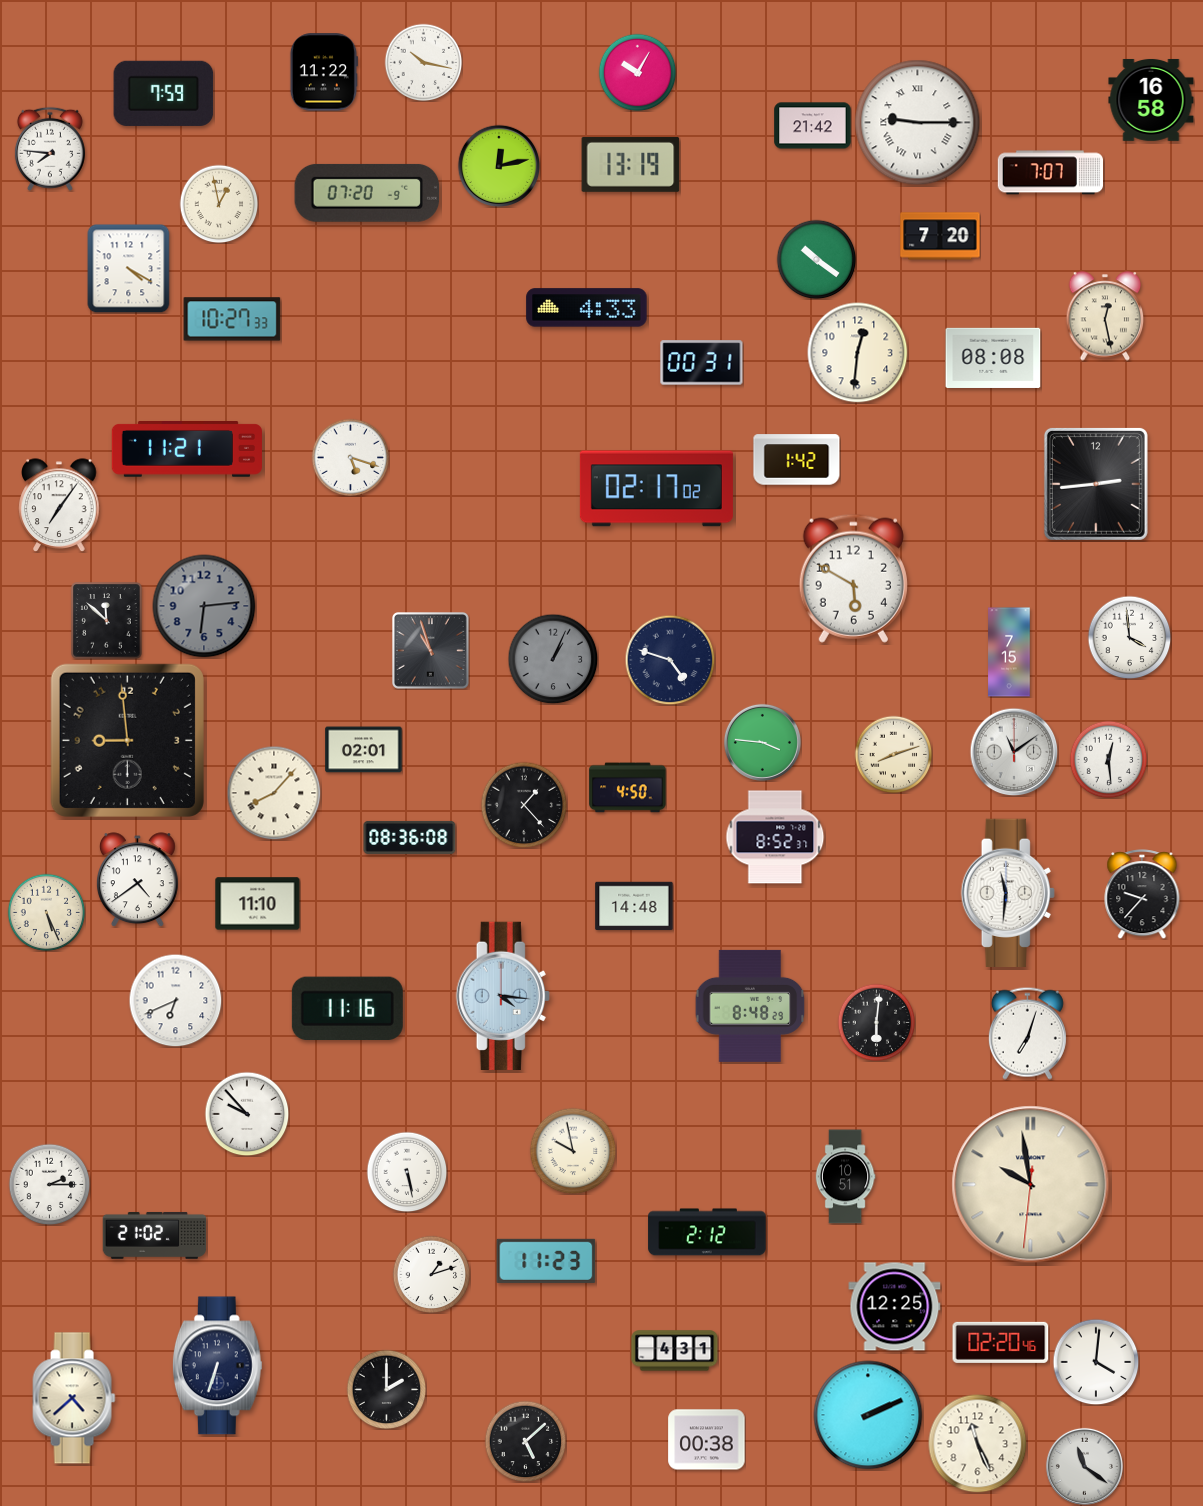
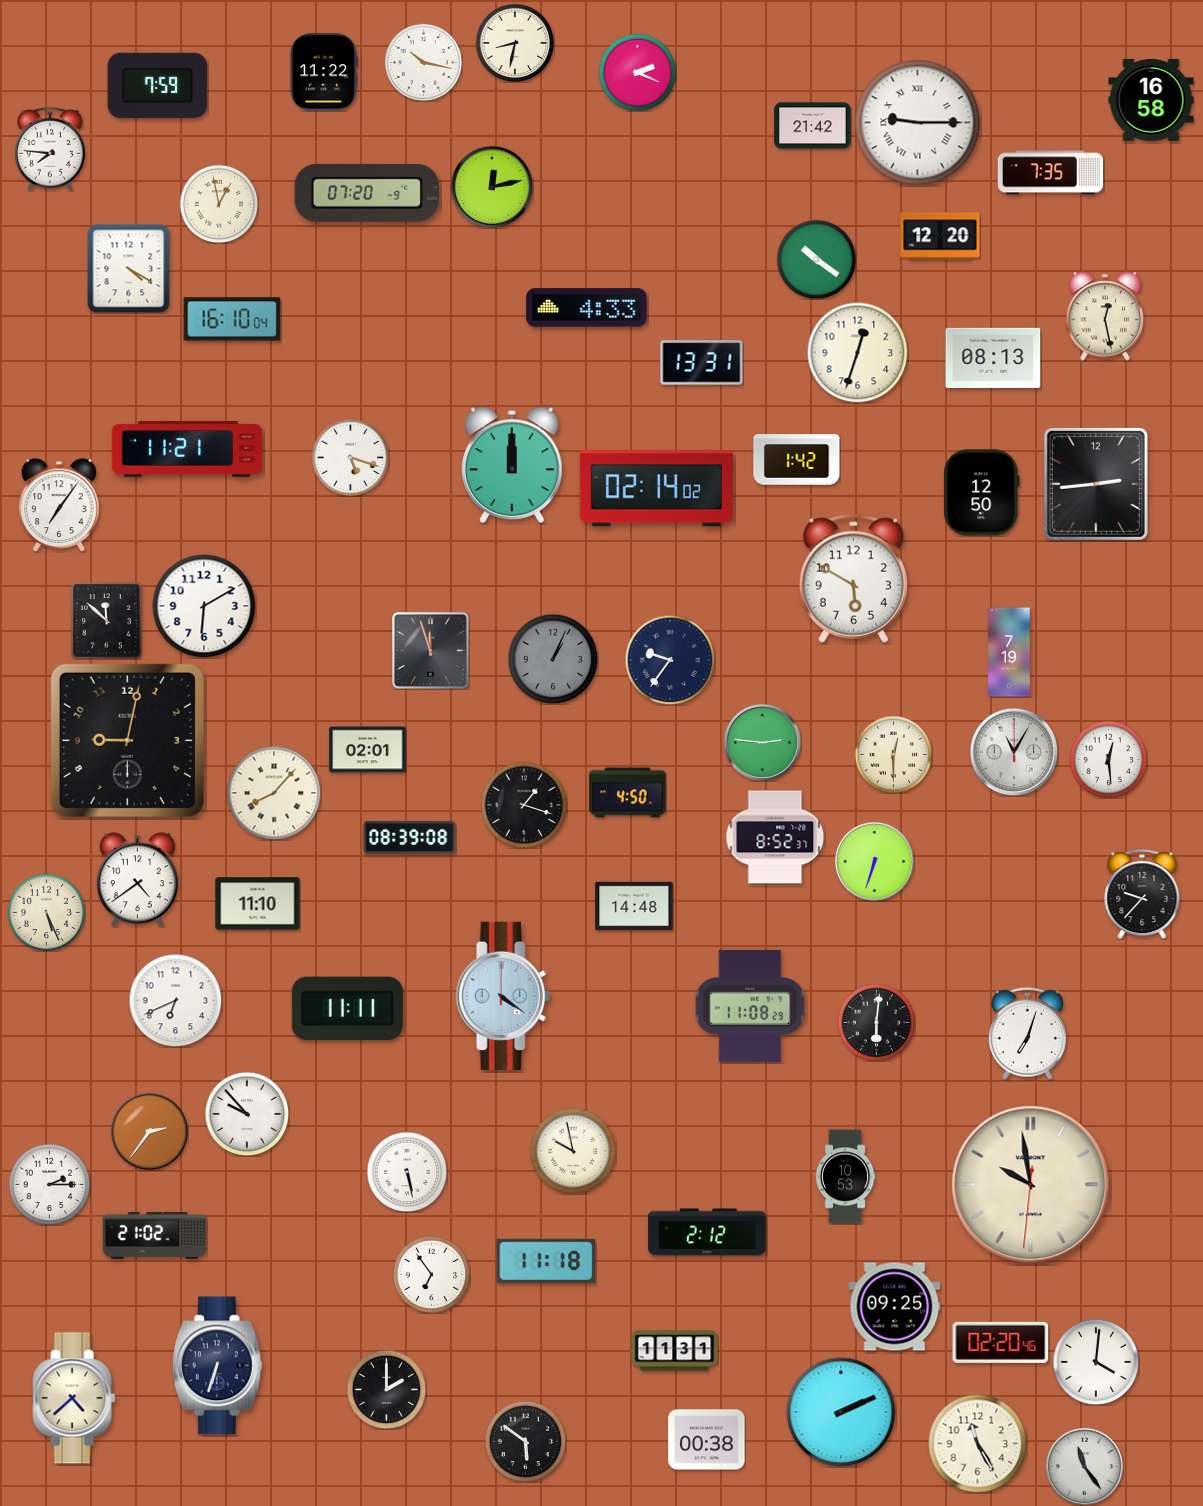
clock at (515, 43): none -> 8:32
clock at (637, 72): 10:05 -> 2:19
clock at (164, 93) position: (164, 93) -> (158, 85)
clock at (631, 164): 13:19 -> none
clock at (498, 165) position: (498, 165) -> (491, 186)
clock at (1050, 173): 7:07 -> 7:35
clock at (940, 236): 7:20 -> 12:20
clock at (232, 319): 10:27 -> 16:10
clock at (858, 353): 12:31 -> 12:33
clock at (993, 358): 08:08 -> 08:13
clock at (702, 363): 00:31 -> 13:31
clock at (513, 465): none -> 12:00
clock at (656, 489): 02:17 -> 02:14
clock at (982, 493): none -> 12:50
clock at (204, 606): 6:14 -> 6:10
clock at (204, 606) dial: grey -> white
clock at (1129, 637): 3:59 -> none
clock at (431, 651): 10:57 -> 11:57
clock at (1009, 652): 7:15 -> 7:19
clock at (670, 660): 4:48 -> 9:36
clock at (127, 740): 8:59 -> 9:02
clock at (762, 742): 3:46 -> 2:46
clock at (364, 750) position: (364, 750) -> (368, 750)
clock at (1014, 752): 11:09 -> 11:05
clock at (893, 754): 8:12 -> 12:30
clock at (628, 788) position: (628, 788) -> (628, 793)
clock at (524, 805): 1:23 -> 1:18
clock at (410, 837): 08:36 -> 08:39
clock at (874, 861): none -> 6:33
clock at (1008, 892): 11:31 -> none
clock at (503, 995): 4:16 -> 4:21
clock at (750, 1006): 8:48 -> 11:08
clock at (347, 1008): 11:16 -> 11:11
clock at (149, 1131): none -> 2:36
clock at (845, 1177): 10:51 -> 10:53
clock at (546, 1261): 11:23 -> 11:18
clock at (431, 1274): 1:12 -> 6:54
clock at (895, 1307): 12:25 -> 09:25
clock at (675, 1351): 4:31 -> 11:31
clock at (868, 1415) position: (868, 1415) -> (841, 1412)
clock at (525, 1441): 5:08 -> 5:51
clock at (978, 1444): 11:26 -> 11:25
clock at (1084, 1466): 11:21 -> 11:24
